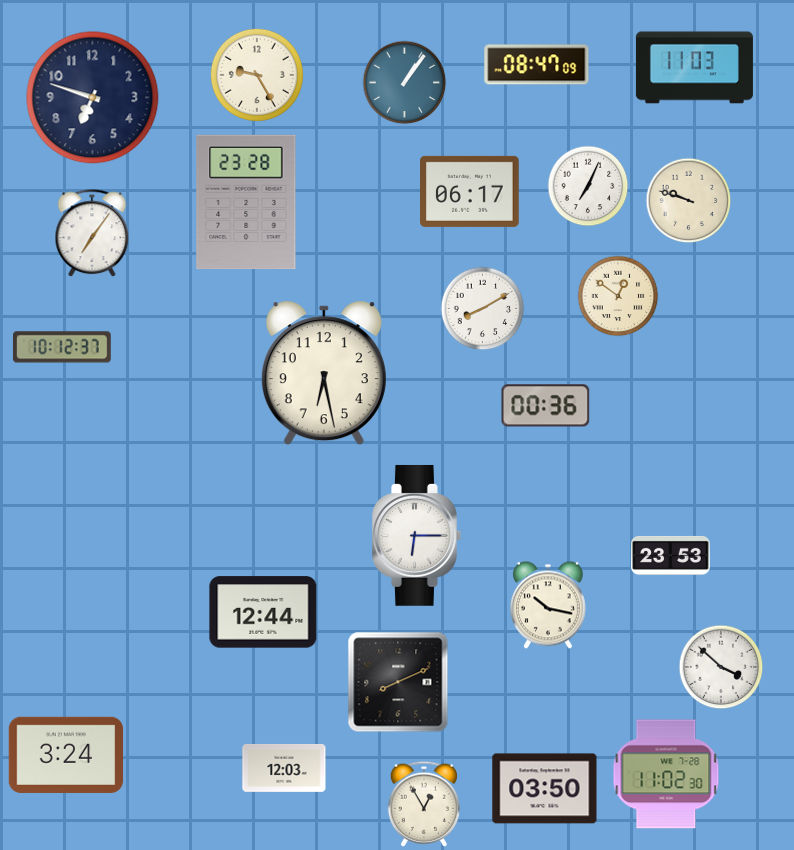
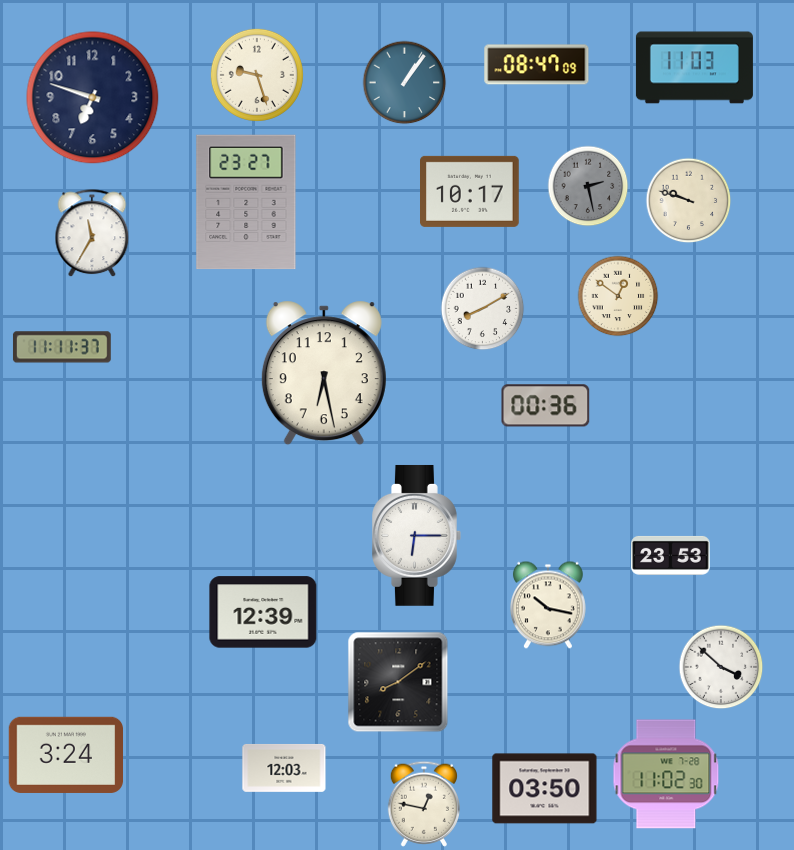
clock at (257, 75): 9:25 -> 9:27
clock at (588, 186): 7:04 -> 2:28
clock at (588, 186) dial: white -> grey
clock at (470, 191): 06:17 -> 10:17
clock at (246, 202): 23:28 -> 23:27
clock at (92, 234): 7:06 -> 11:35
clock at (62, 347): 10:12 -> 11:11
clock at (263, 612): 12:44 -> 12:39
clock at (398, 682): 8:11 -> 8:09
clock at (423, 804): 12:55 -> 12:47
